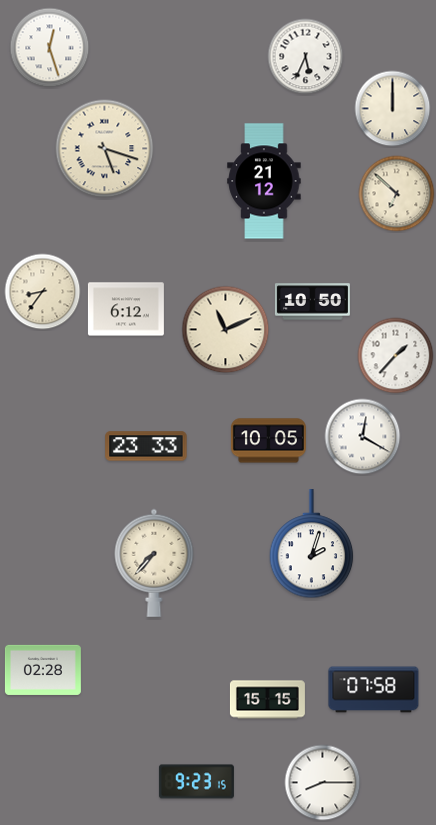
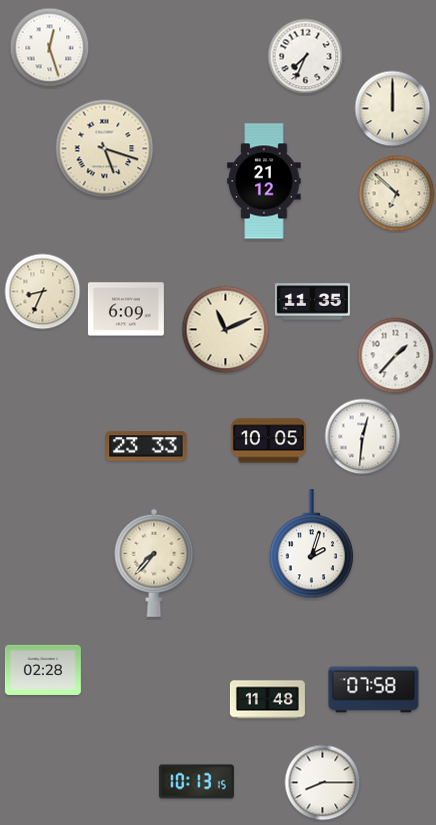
clock at (306, 57): 5:34 -> 7:34
clock at (43, 292): 8:36 -> 8:34
clock at (312, 302): 10:50 -> 11:35
clock at (126, 309): 6:12 -> 6:09
clock at (363, 437): 12:20 -> 12:31
clock at (267, 700): 15:15 -> 11:48
clock at (196, 782): 9:23 -> 10:13
